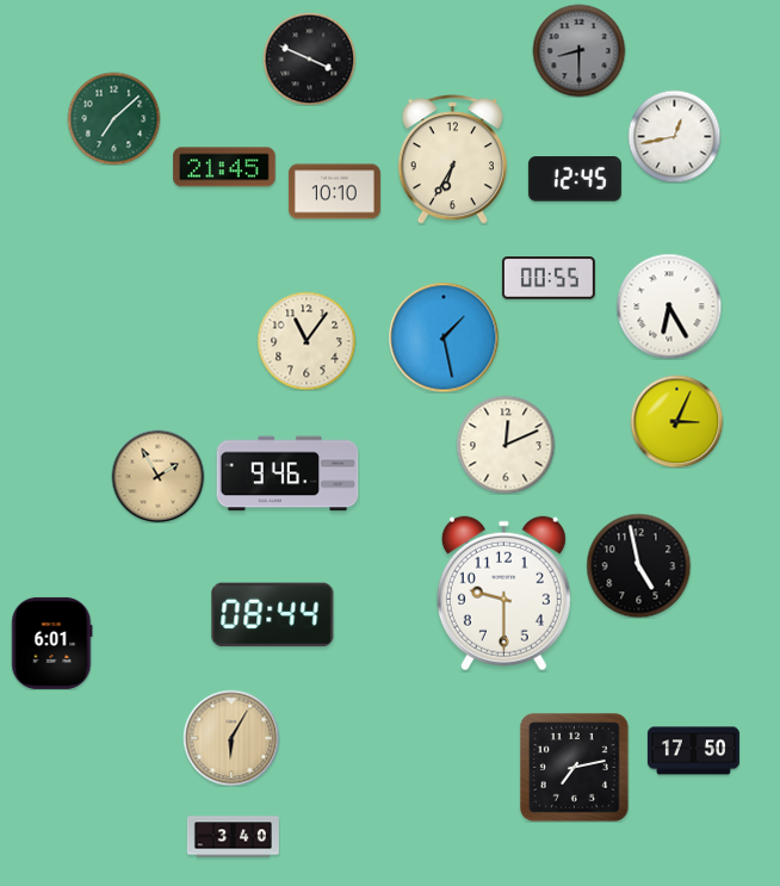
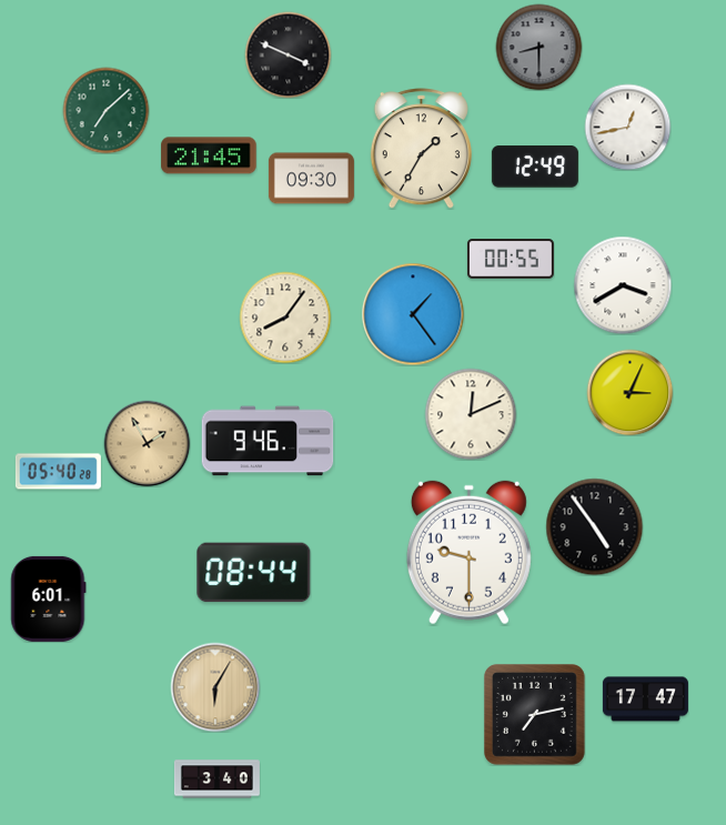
clock at (452, 160): 6:35 -> 1:35
clock at (575, 179): 12:45 -> 12:49
clock at (334, 192): 10:10 -> 09:30
clock at (669, 306): 6:25 -> 3:40
clock at (444, 337): 1:28 -> 1:24
clock at (307, 341): 11:06 -> 8:06
clock at (58, 472): none -> 05:40
clock at (638, 565): 4:58 -> 4:54
clock at (693, 751): 17:50 -> 17:47
